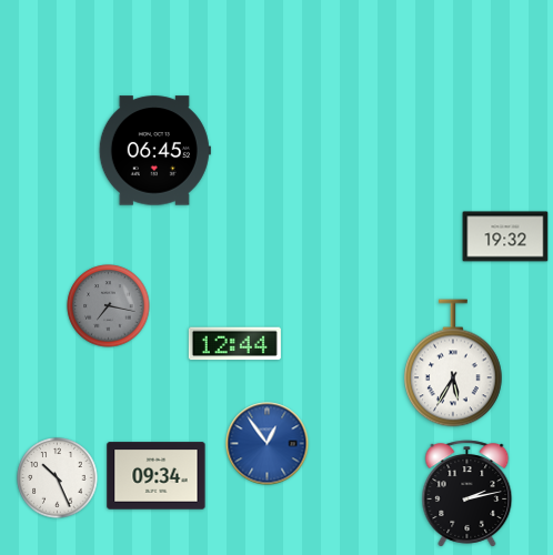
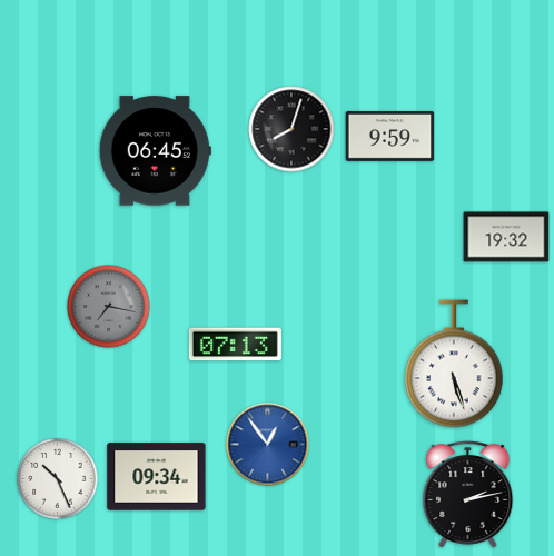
clock at (291, 129): none -> 8:03
clock at (390, 136): none -> 9:59
clock at (234, 344): 12:44 -> 07:13
clock at (454, 363): 5:35 -> 5:27
